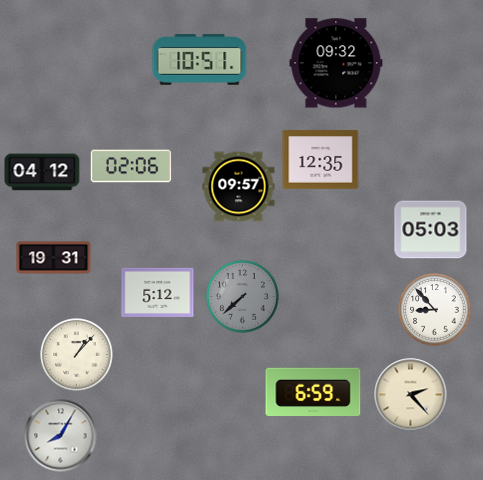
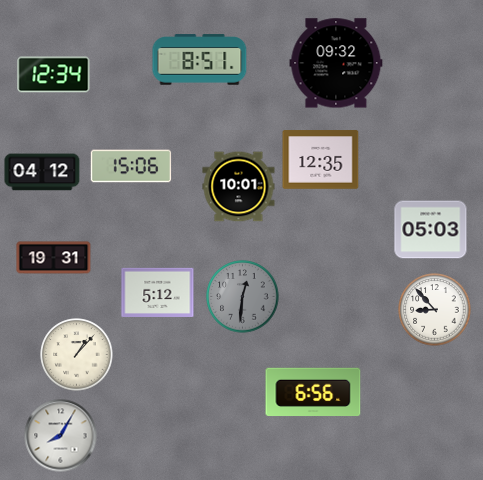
clock at (200, 60): 10:51 -> 8:51
clock at (54, 75): none -> 12:34
clock at (131, 166): 02:06 -> 15:06
clock at (239, 187): 09:57 -> 10:01
clock at (243, 297): 7:38 -> 12:31
clock at (313, 392): 6:59 -> 6:56
clock at (411, 395): 2:23 -> none
